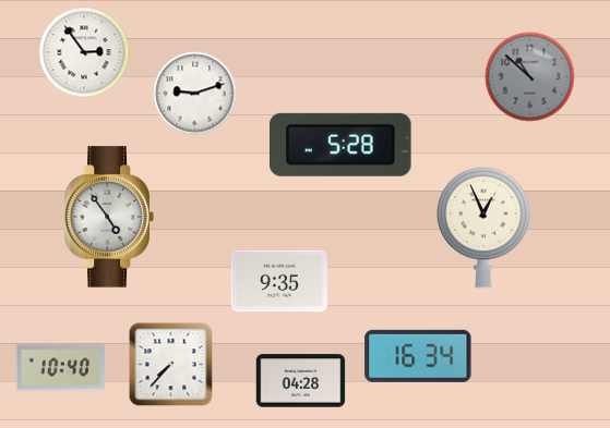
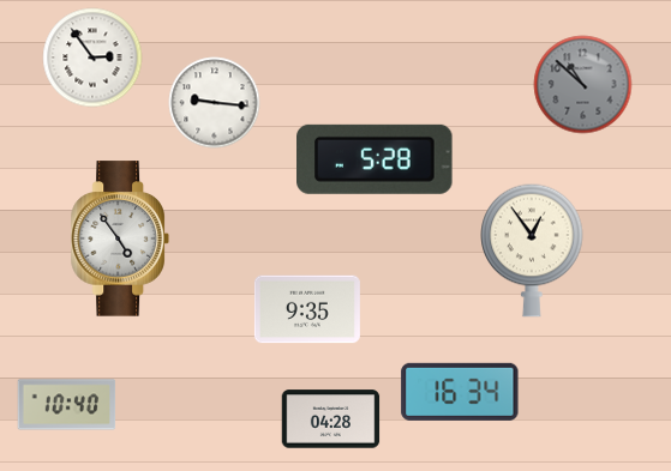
clock at (195, 94): 9:12 -> 9:16
clock at (483, 228): 12:56 -> 12:54
clock at (171, 365): 7:37 -> none
